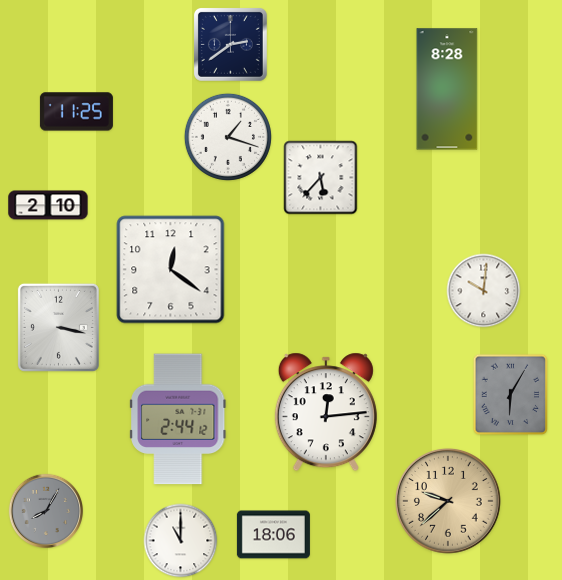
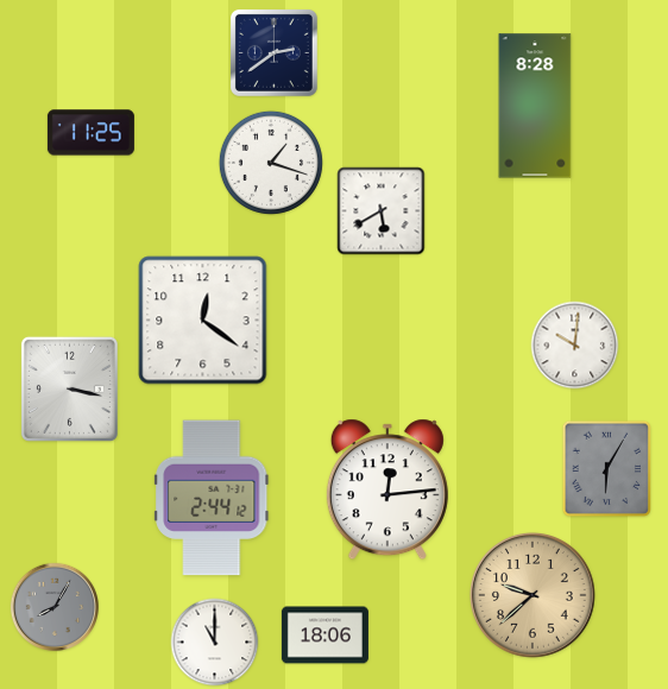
clock at (447, 89) position: (447, 89) -> (535, 106)
clock at (321, 178): 5:37 -> 5:40
clock at (48, 205): 2:10 -> none
